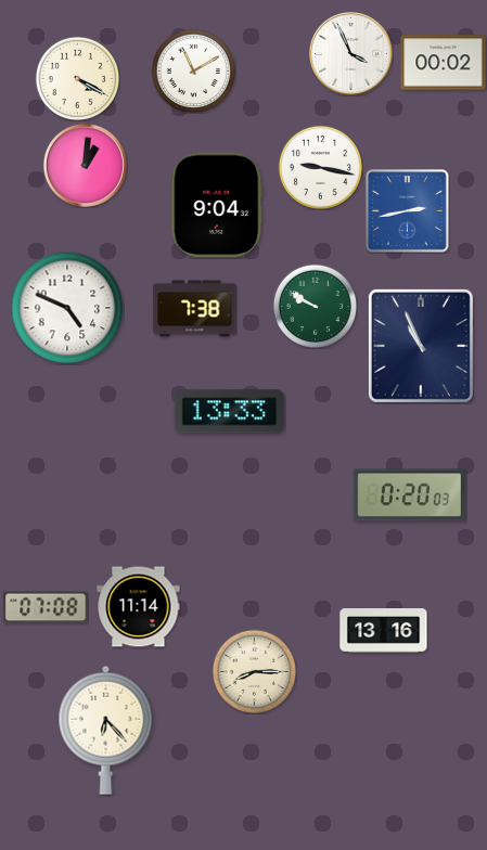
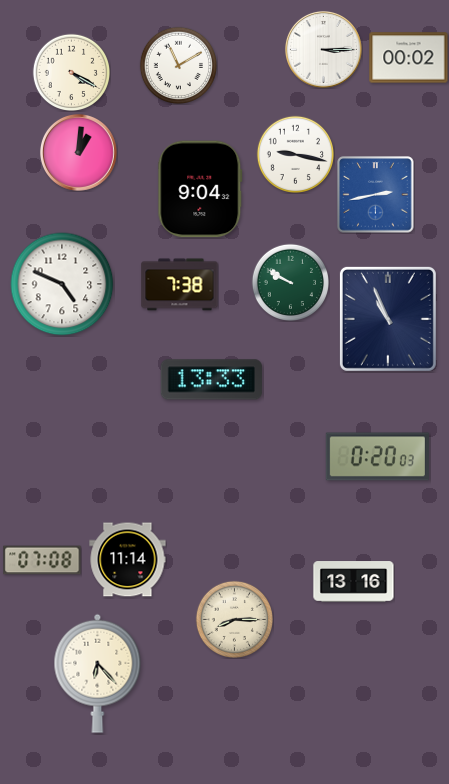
clock at (350, 53): 3:56 -> 3:15
